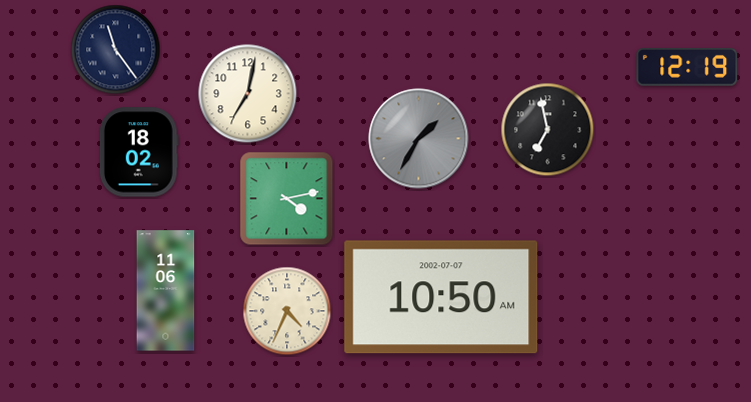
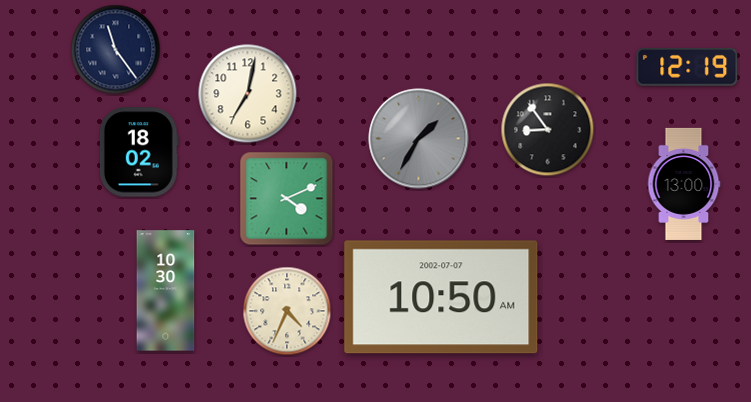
clock at (548, 130): 6:58 -> 8:54
clock at (684, 184): none -> 13:00
clock at (287, 199): 4:13 -> 4:11
clock at (166, 291): 11:06 -> 10:30
